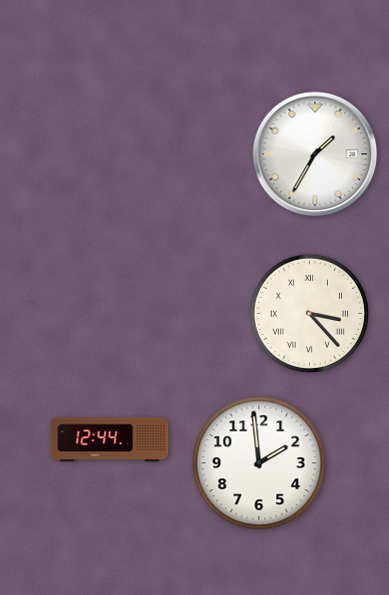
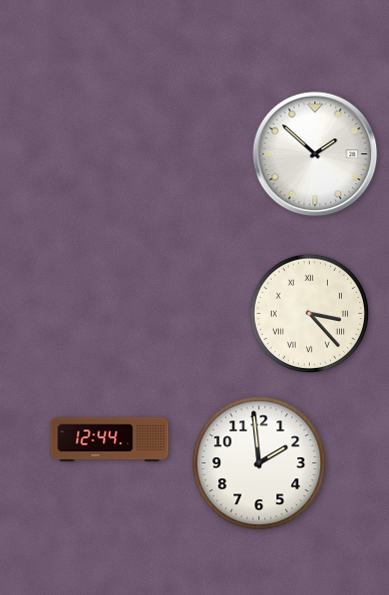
clock at (315, 154): 1:35 -> 1:52
